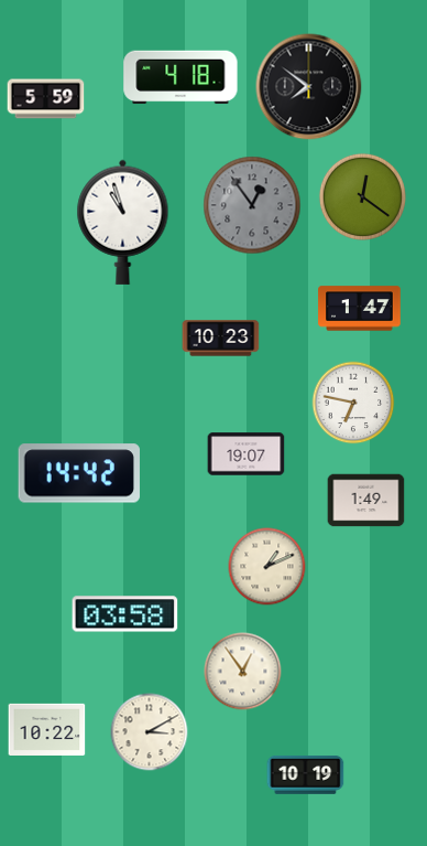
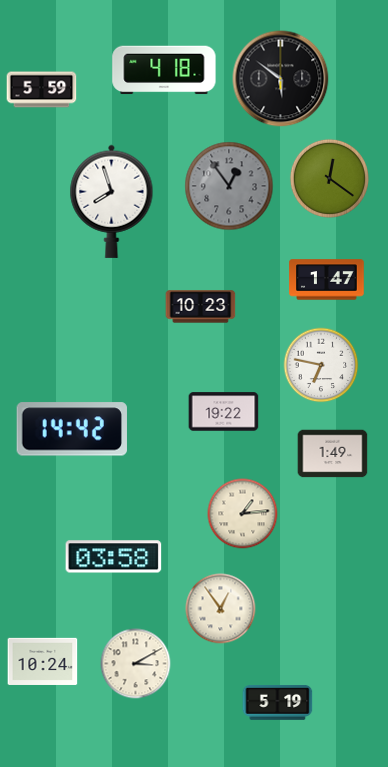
clock at (309, 87): 7:51 -> 5:51
clock at (123, 222): 10:57 -> 7:57
clock at (247, 454): 19:07 -> 19:22
clock at (267, 567): 1:11 -> 1:14
clock at (47, 729): 10:22 -> 10:24
clock at (306, 775): 10:19 -> 5:19
